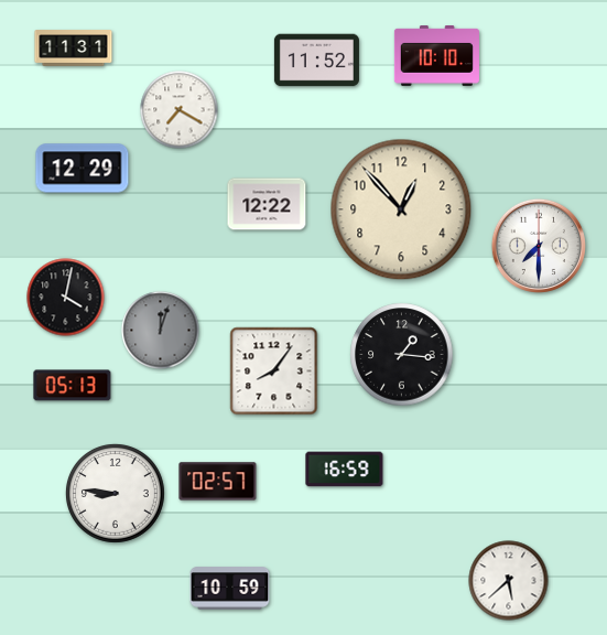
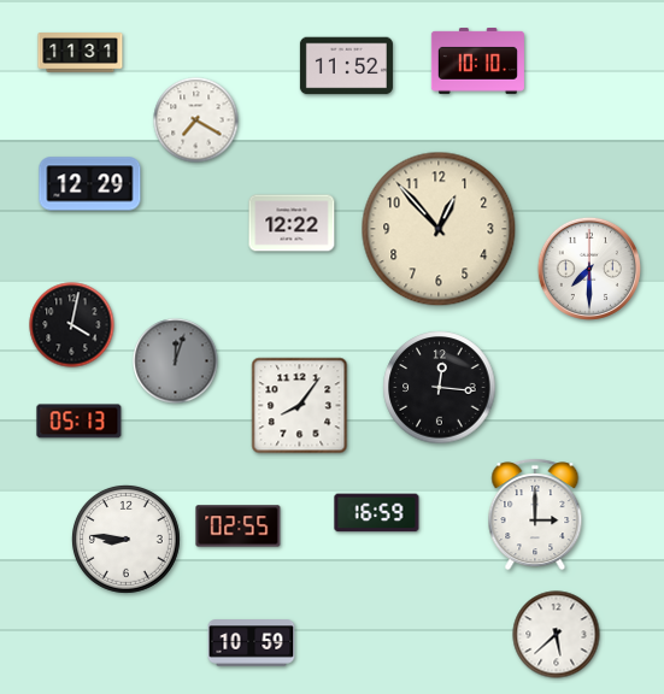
clock at (402, 355): 1:16 -> 12:16
clock at (535, 514): none -> 3:00
clock at (218, 482): 02:57 -> 02:55
